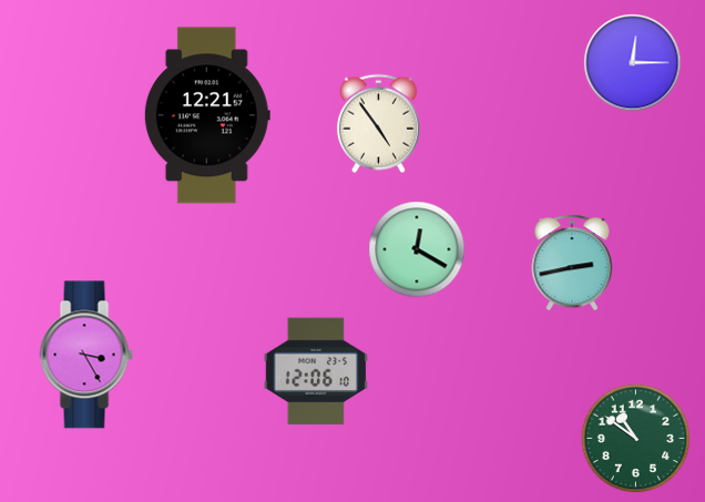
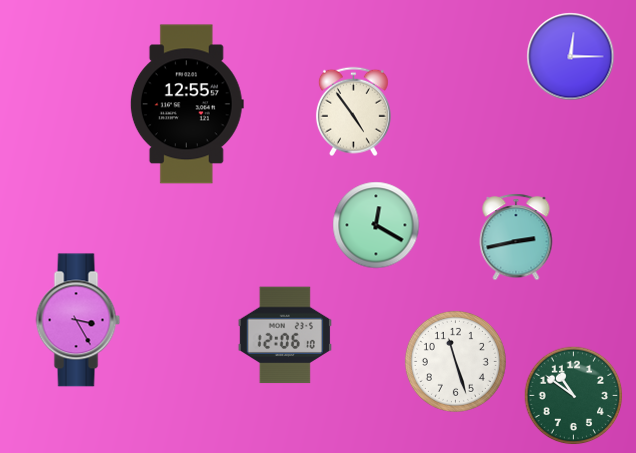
clock at (207, 115): 12:21 -> 12:55
clock at (378, 124) position: (378, 124) -> (353, 112)
clock at (455, 361): none -> 11:27
